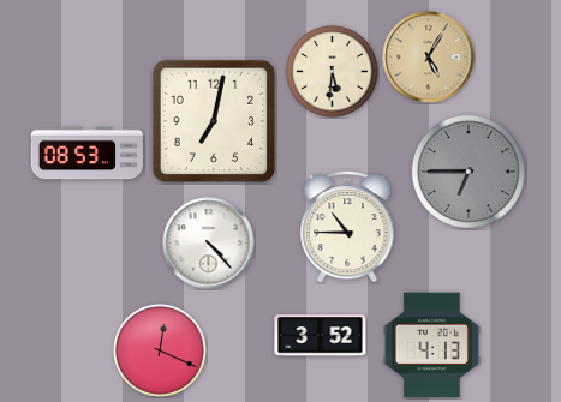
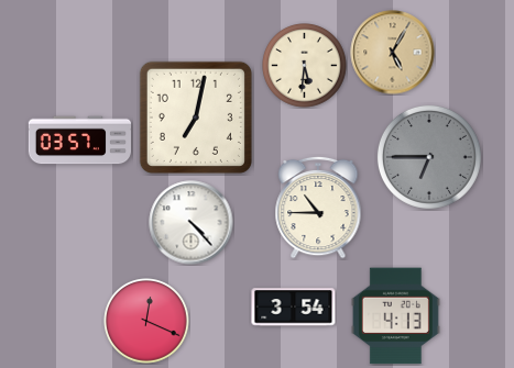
clock at (214, 121) position: (214, 121) -> (196, 118)
clock at (86, 154): 08:53 -> 03:57
clock at (321, 336): 3:52 -> 3:54
